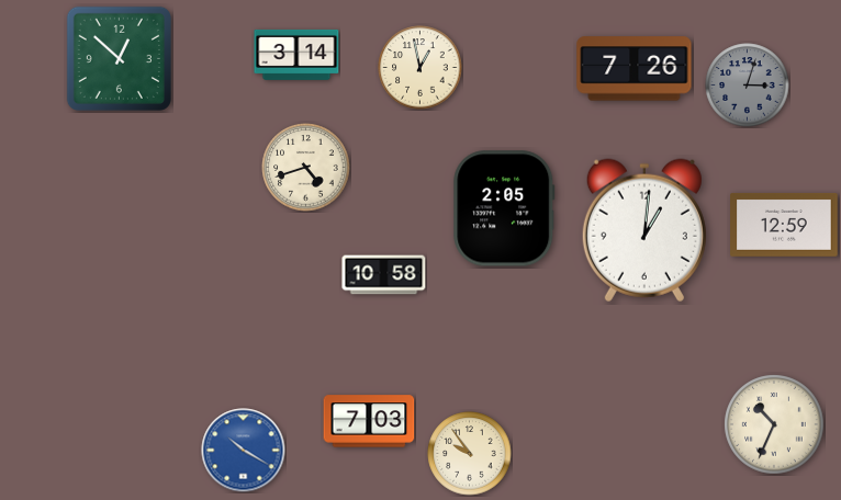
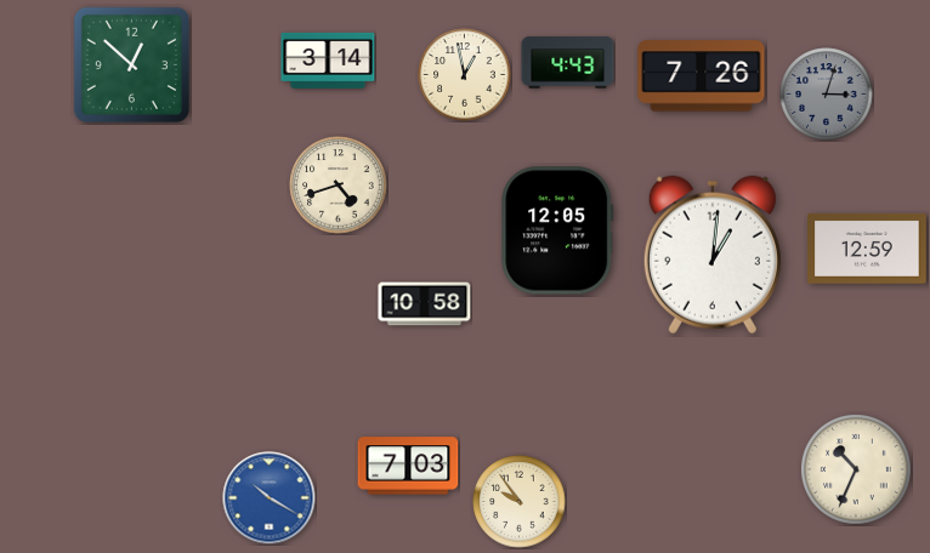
clock at (568, 63): none -> 4:43
clock at (504, 208): 2:05 -> 12:05
